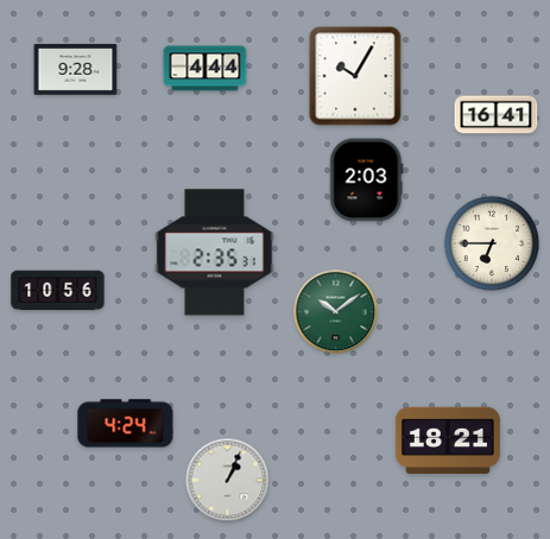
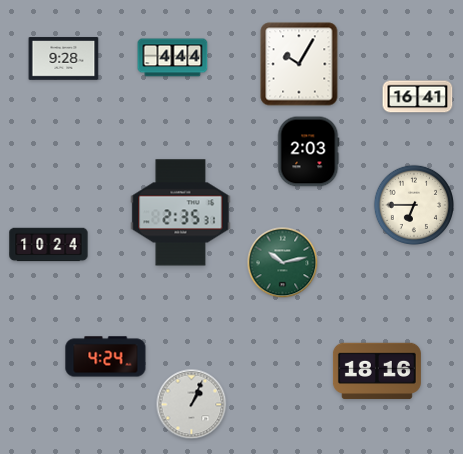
clock at (58, 291): 10:56 -> 10:24
clock at (336, 312): 10:09 -> 10:13
clock at (448, 440): 18:21 -> 18:16
